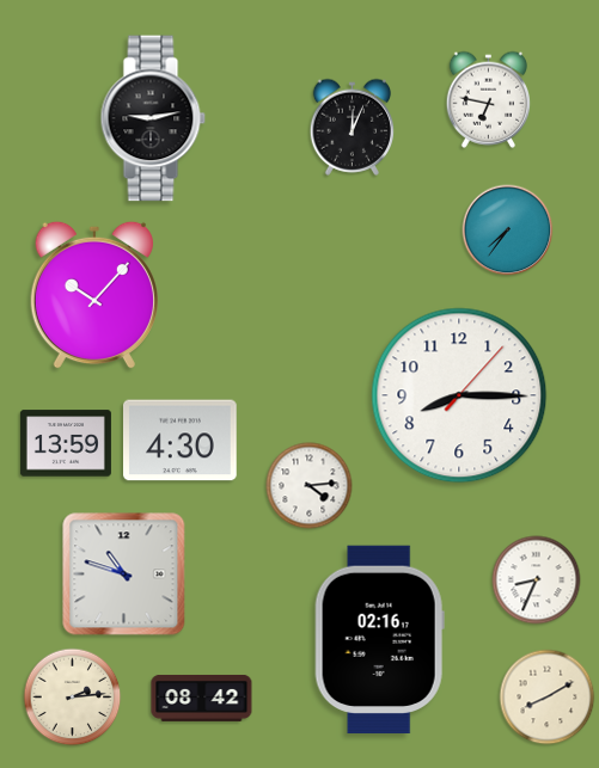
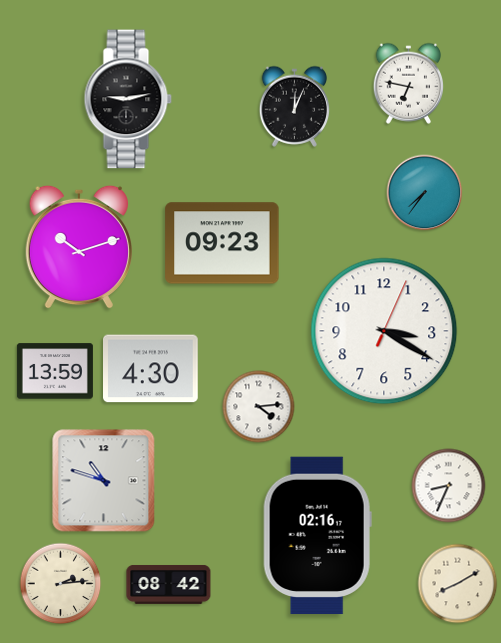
clock at (222, 243): none -> 09:23
clock at (94, 295): 10:07 -> 10:12
clock at (459, 395): 8:15 -> 3:20
